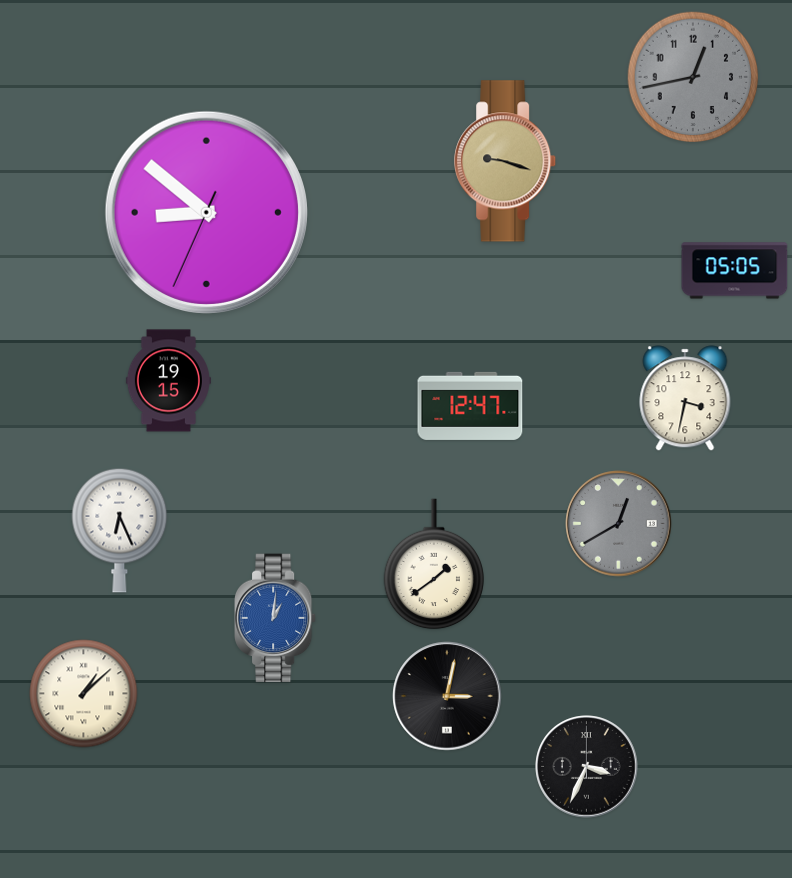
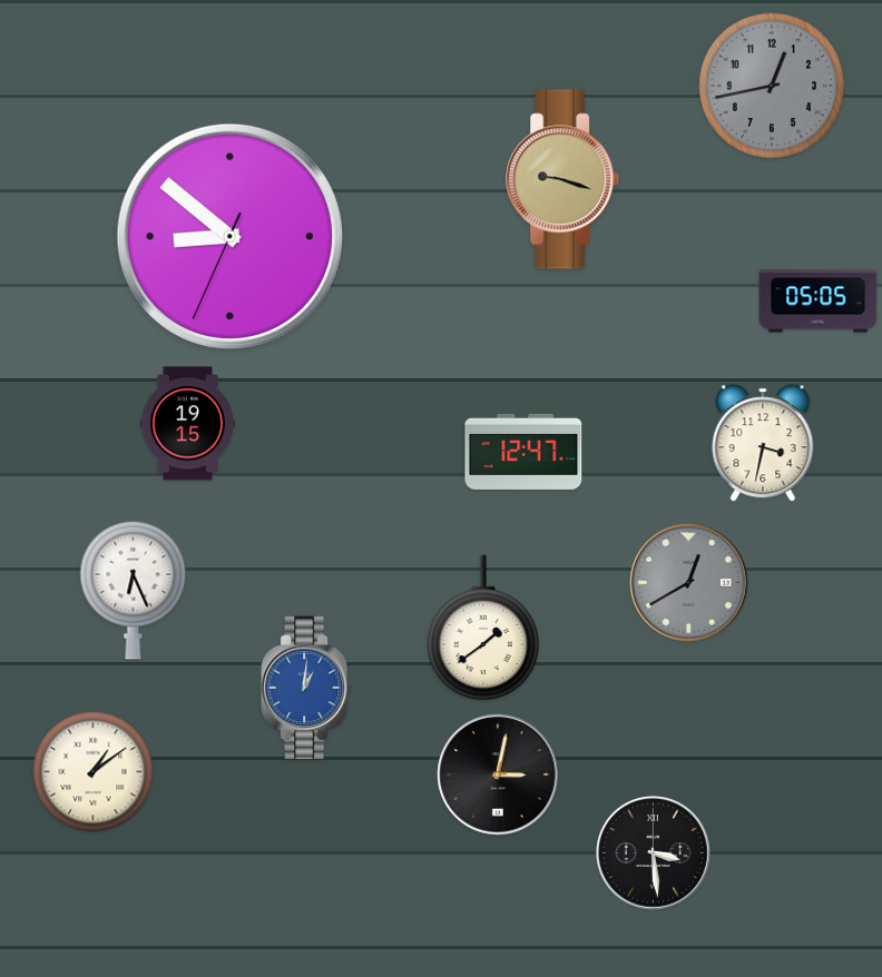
clock at (84, 694): 1:08 -> 1:09
clock at (587, 767): 3:34 -> 3:29
